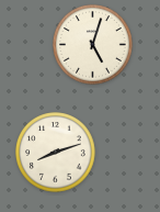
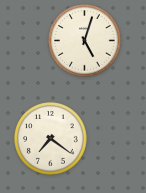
clock at (56, 153): 8:12 -> 7:21
